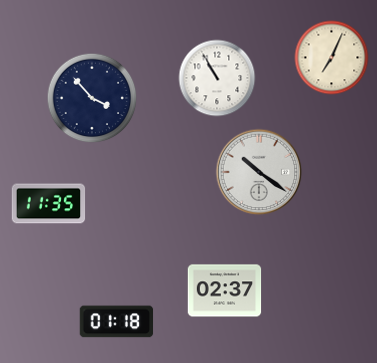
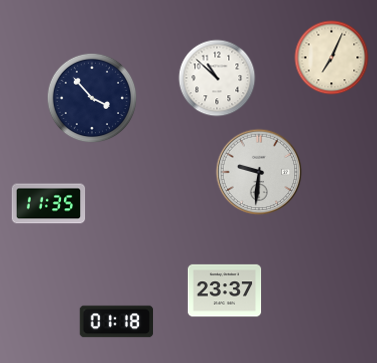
clock at (217, 78): 10:55 -> 10:52
clock at (259, 172): 10:21 -> 9:31
clock at (225, 291): 02:37 -> 23:37
